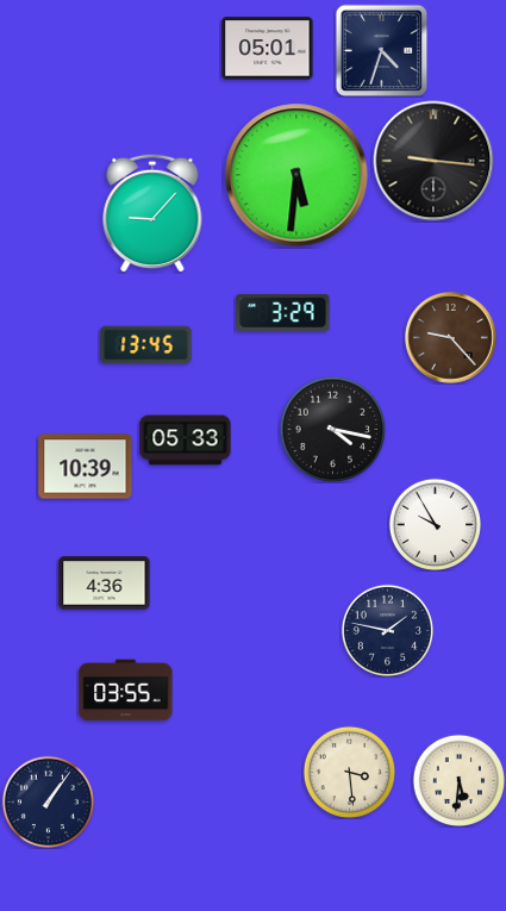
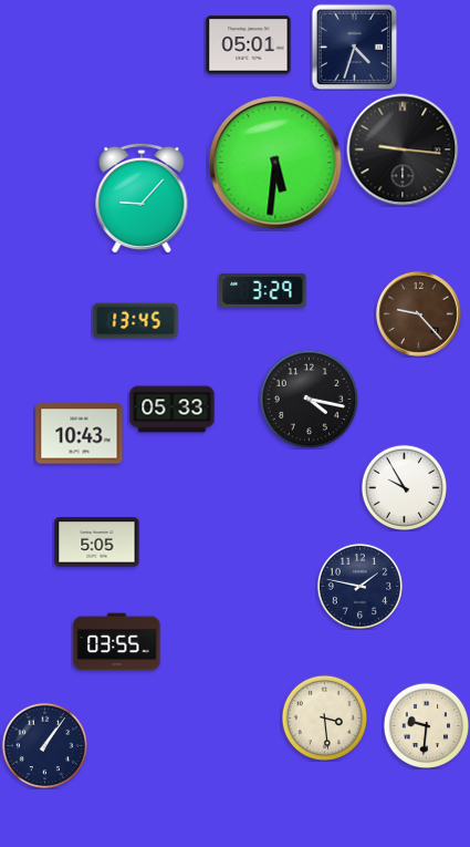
clock at (86, 467): 10:39 -> 10:43
clock at (105, 584): 4:36 -> 5:05
clock at (458, 780): 5:31 -> 9:31
